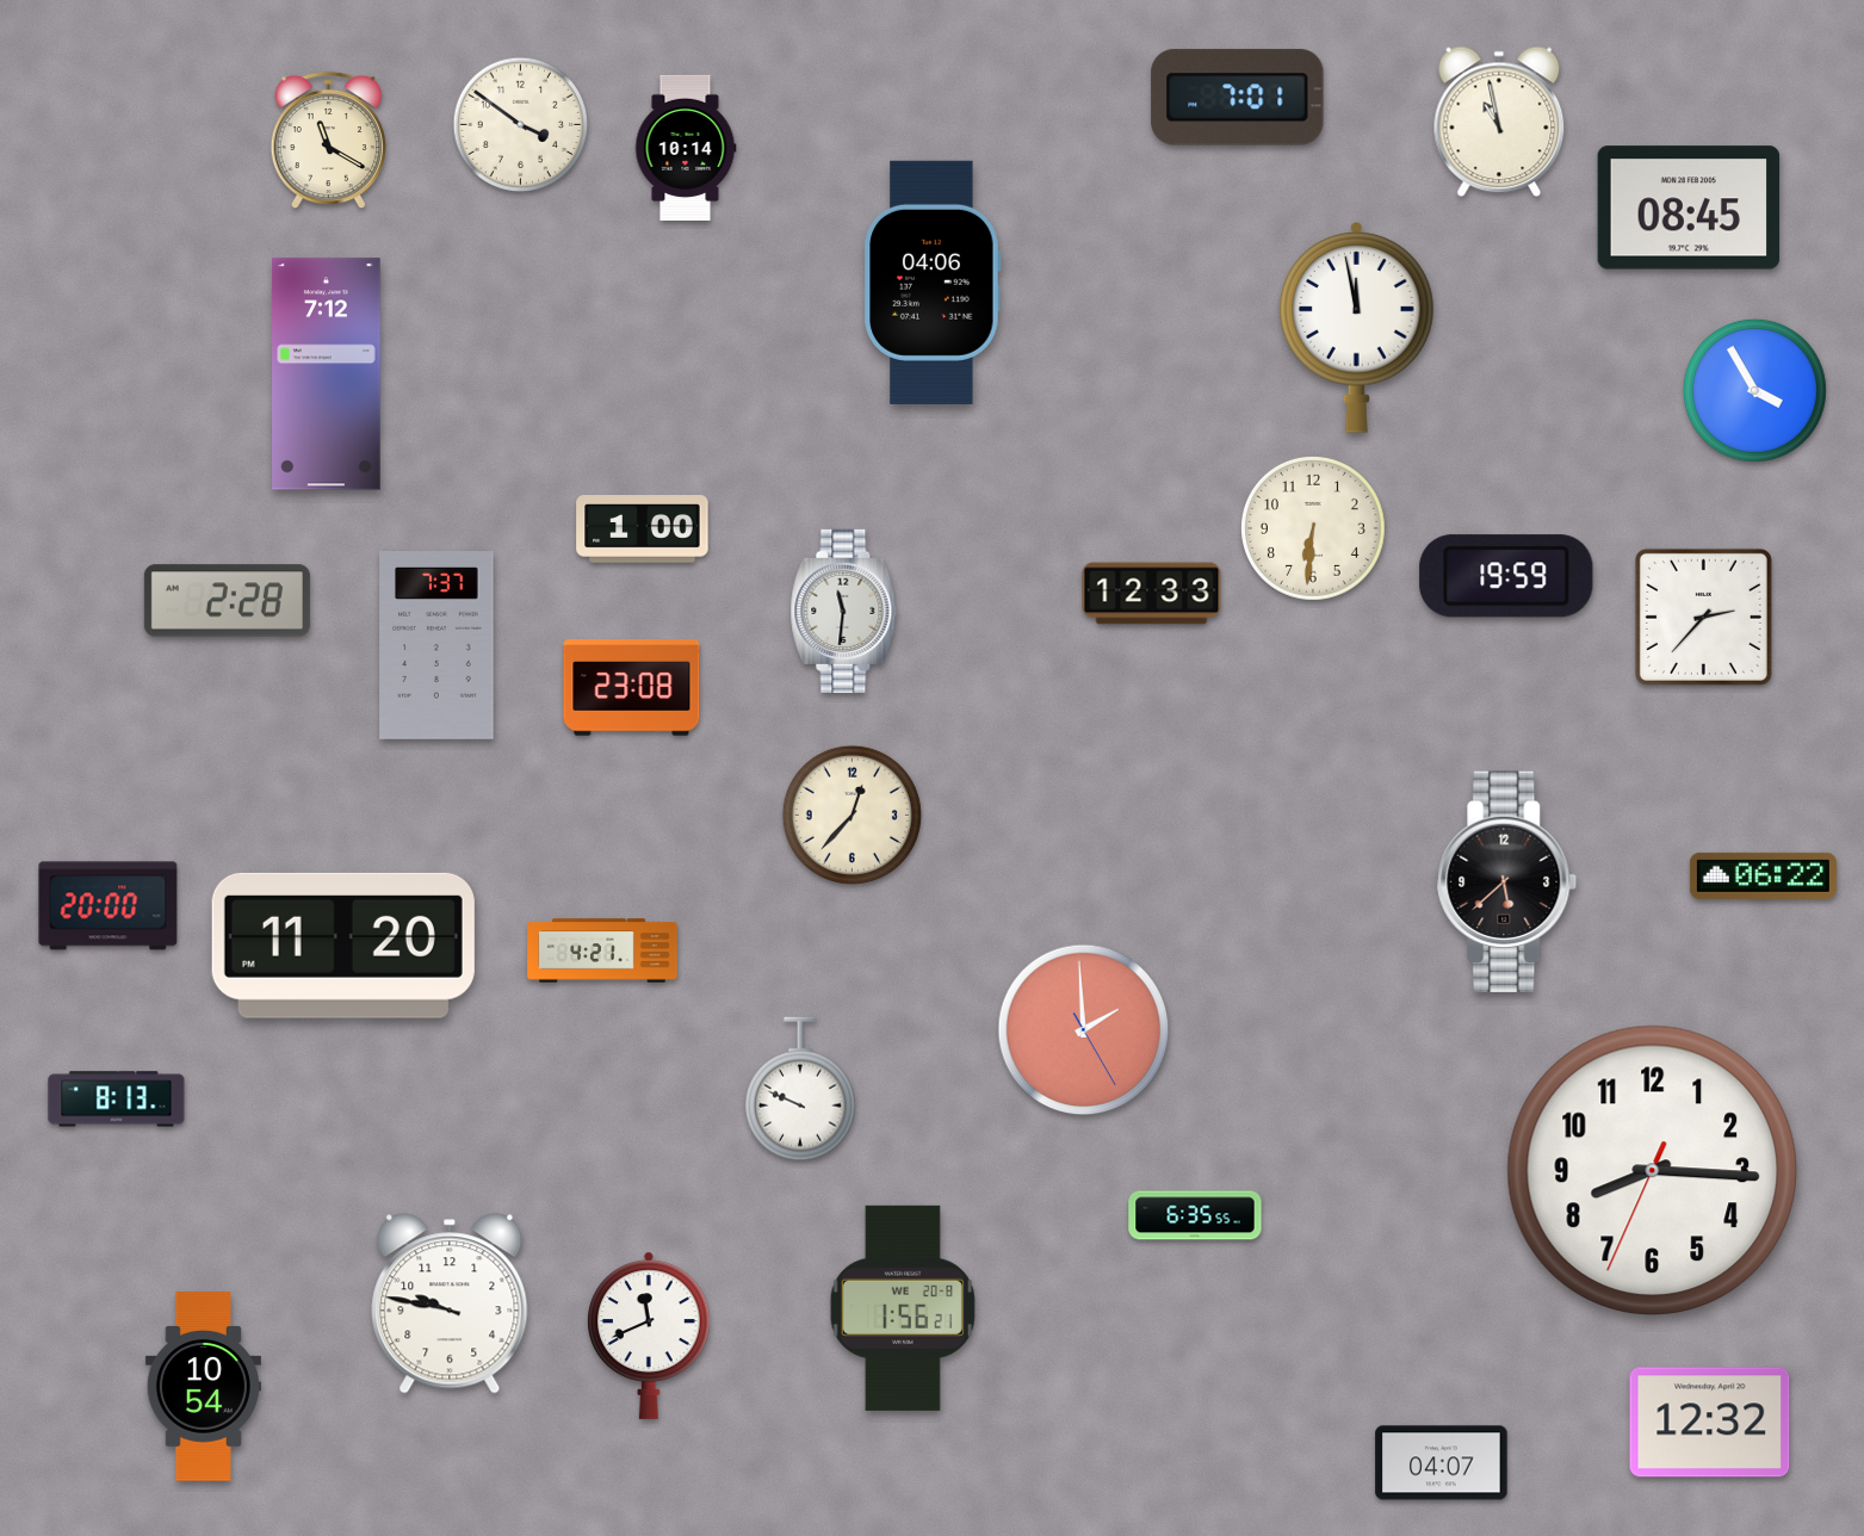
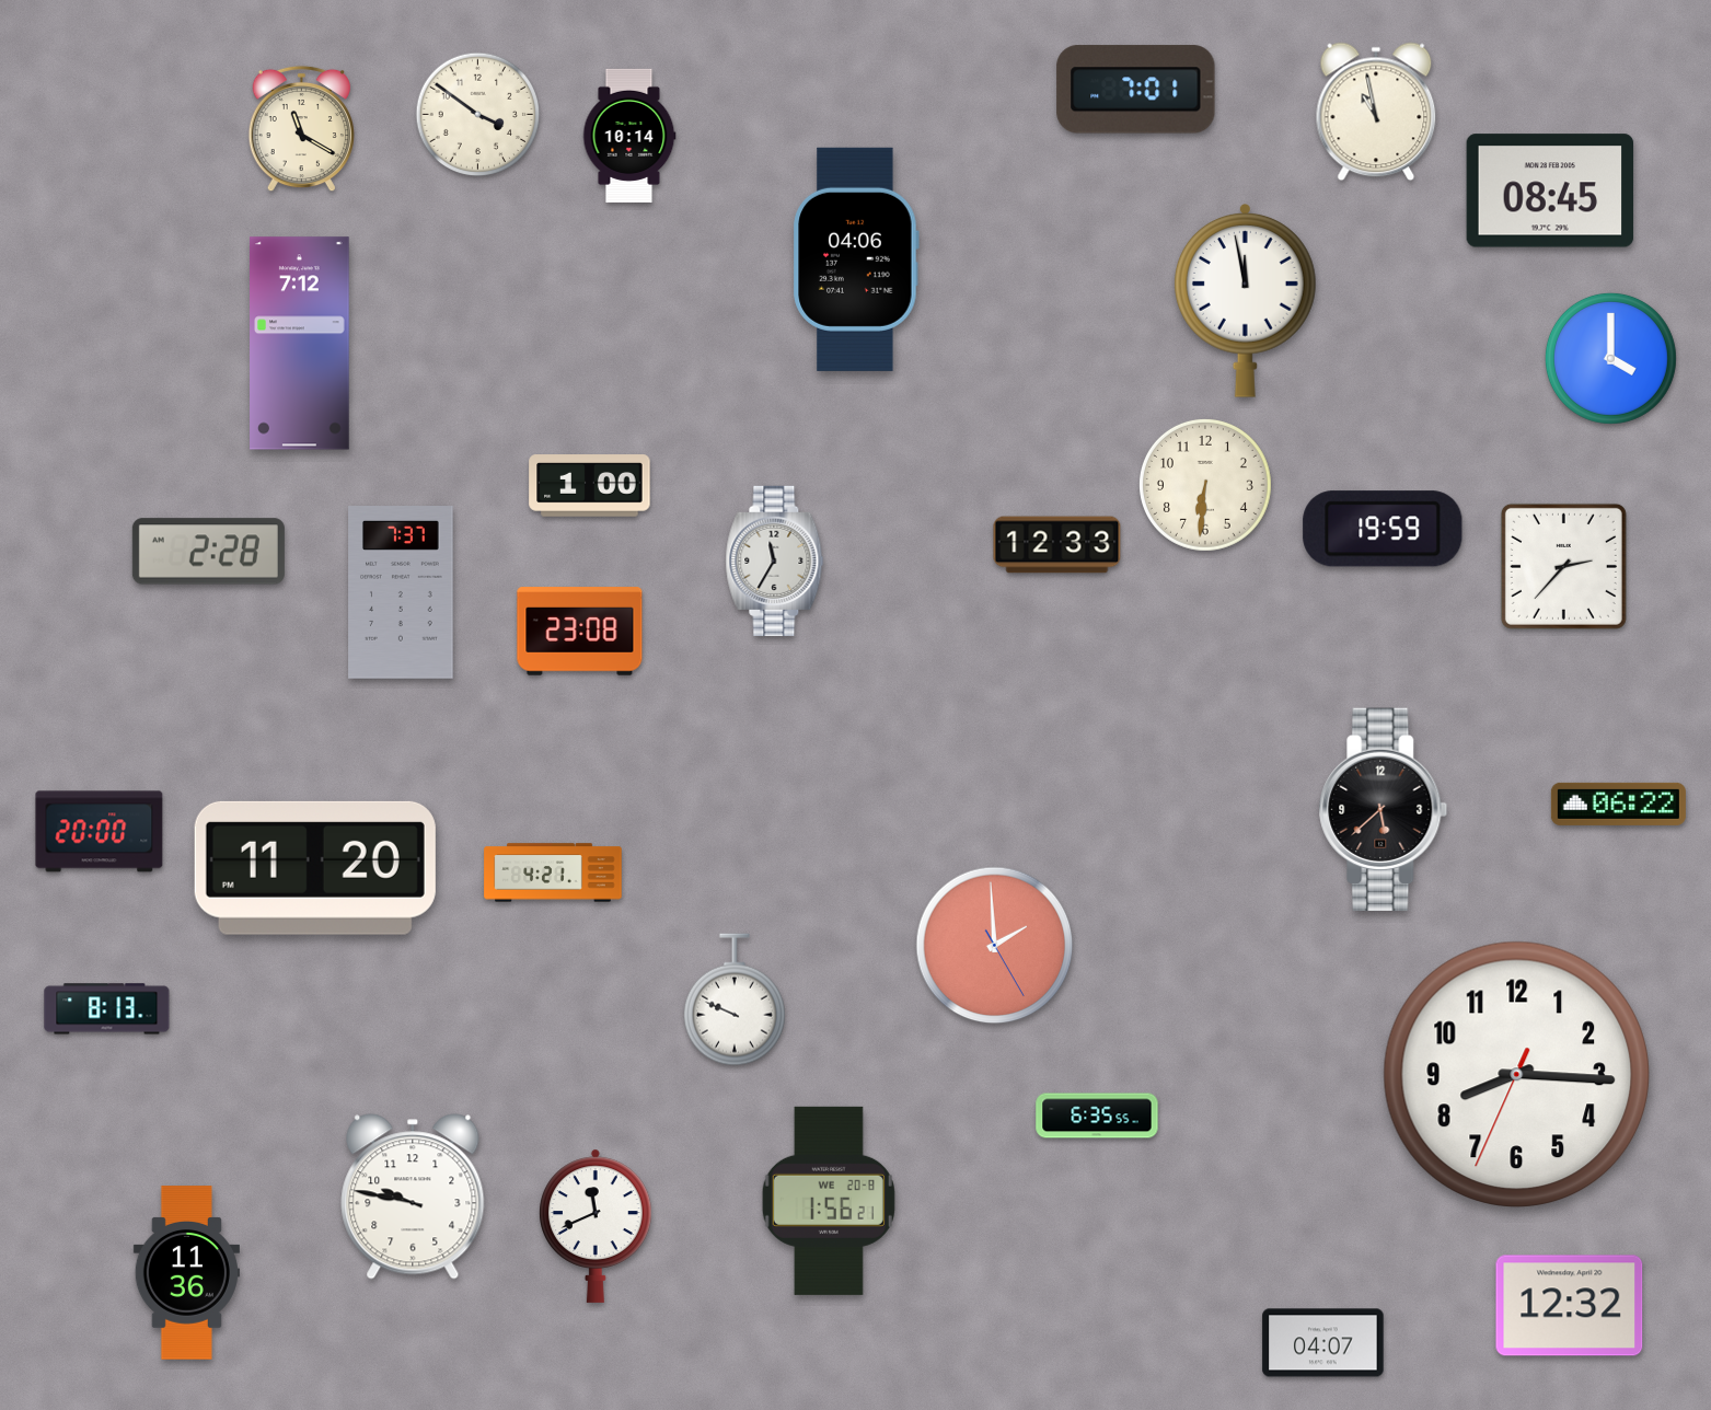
clock at (1754, 390): 3:55 -> 4:00
clock at (844, 611): 11:31 -> 11:35
clock at (852, 815): 12:37 -> none
clock at (203, 1387): 10:54 -> 11:36
